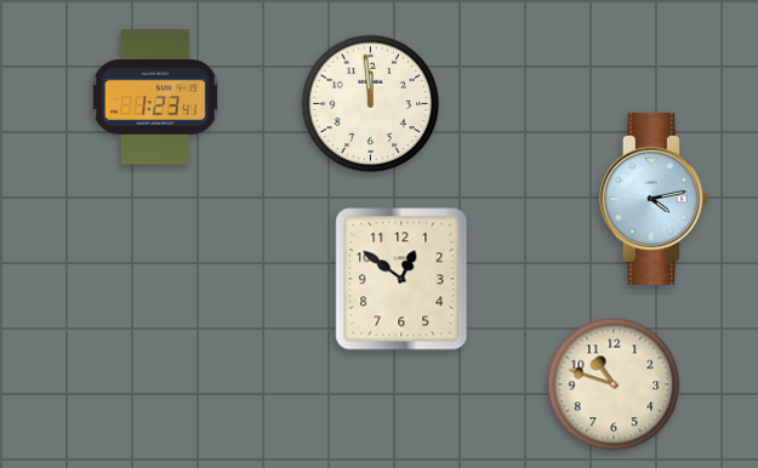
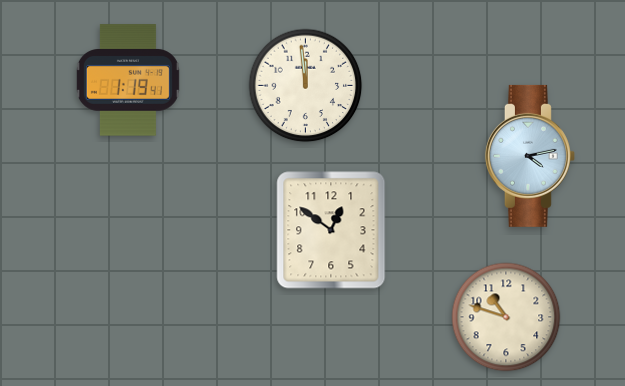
clock at (155, 97): 1:23 -> 1:19
clock at (654, 199) position: (654, 199) -> (530, 156)
